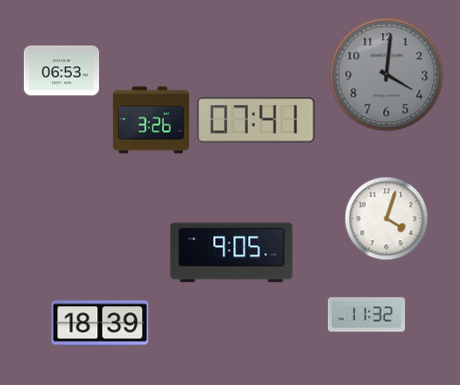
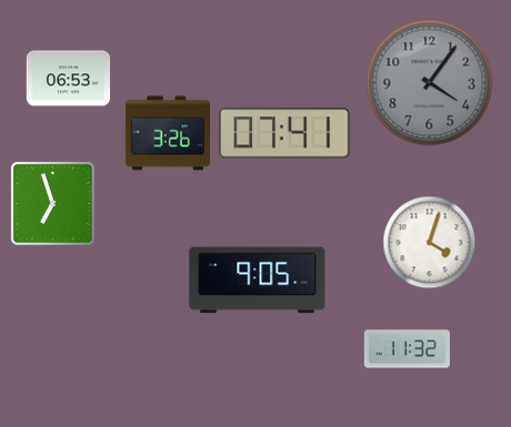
clock at (387, 75): 4:01 -> 4:06
clock at (52, 203): none -> 6:57
clock at (100, 323): 18:39 -> none
